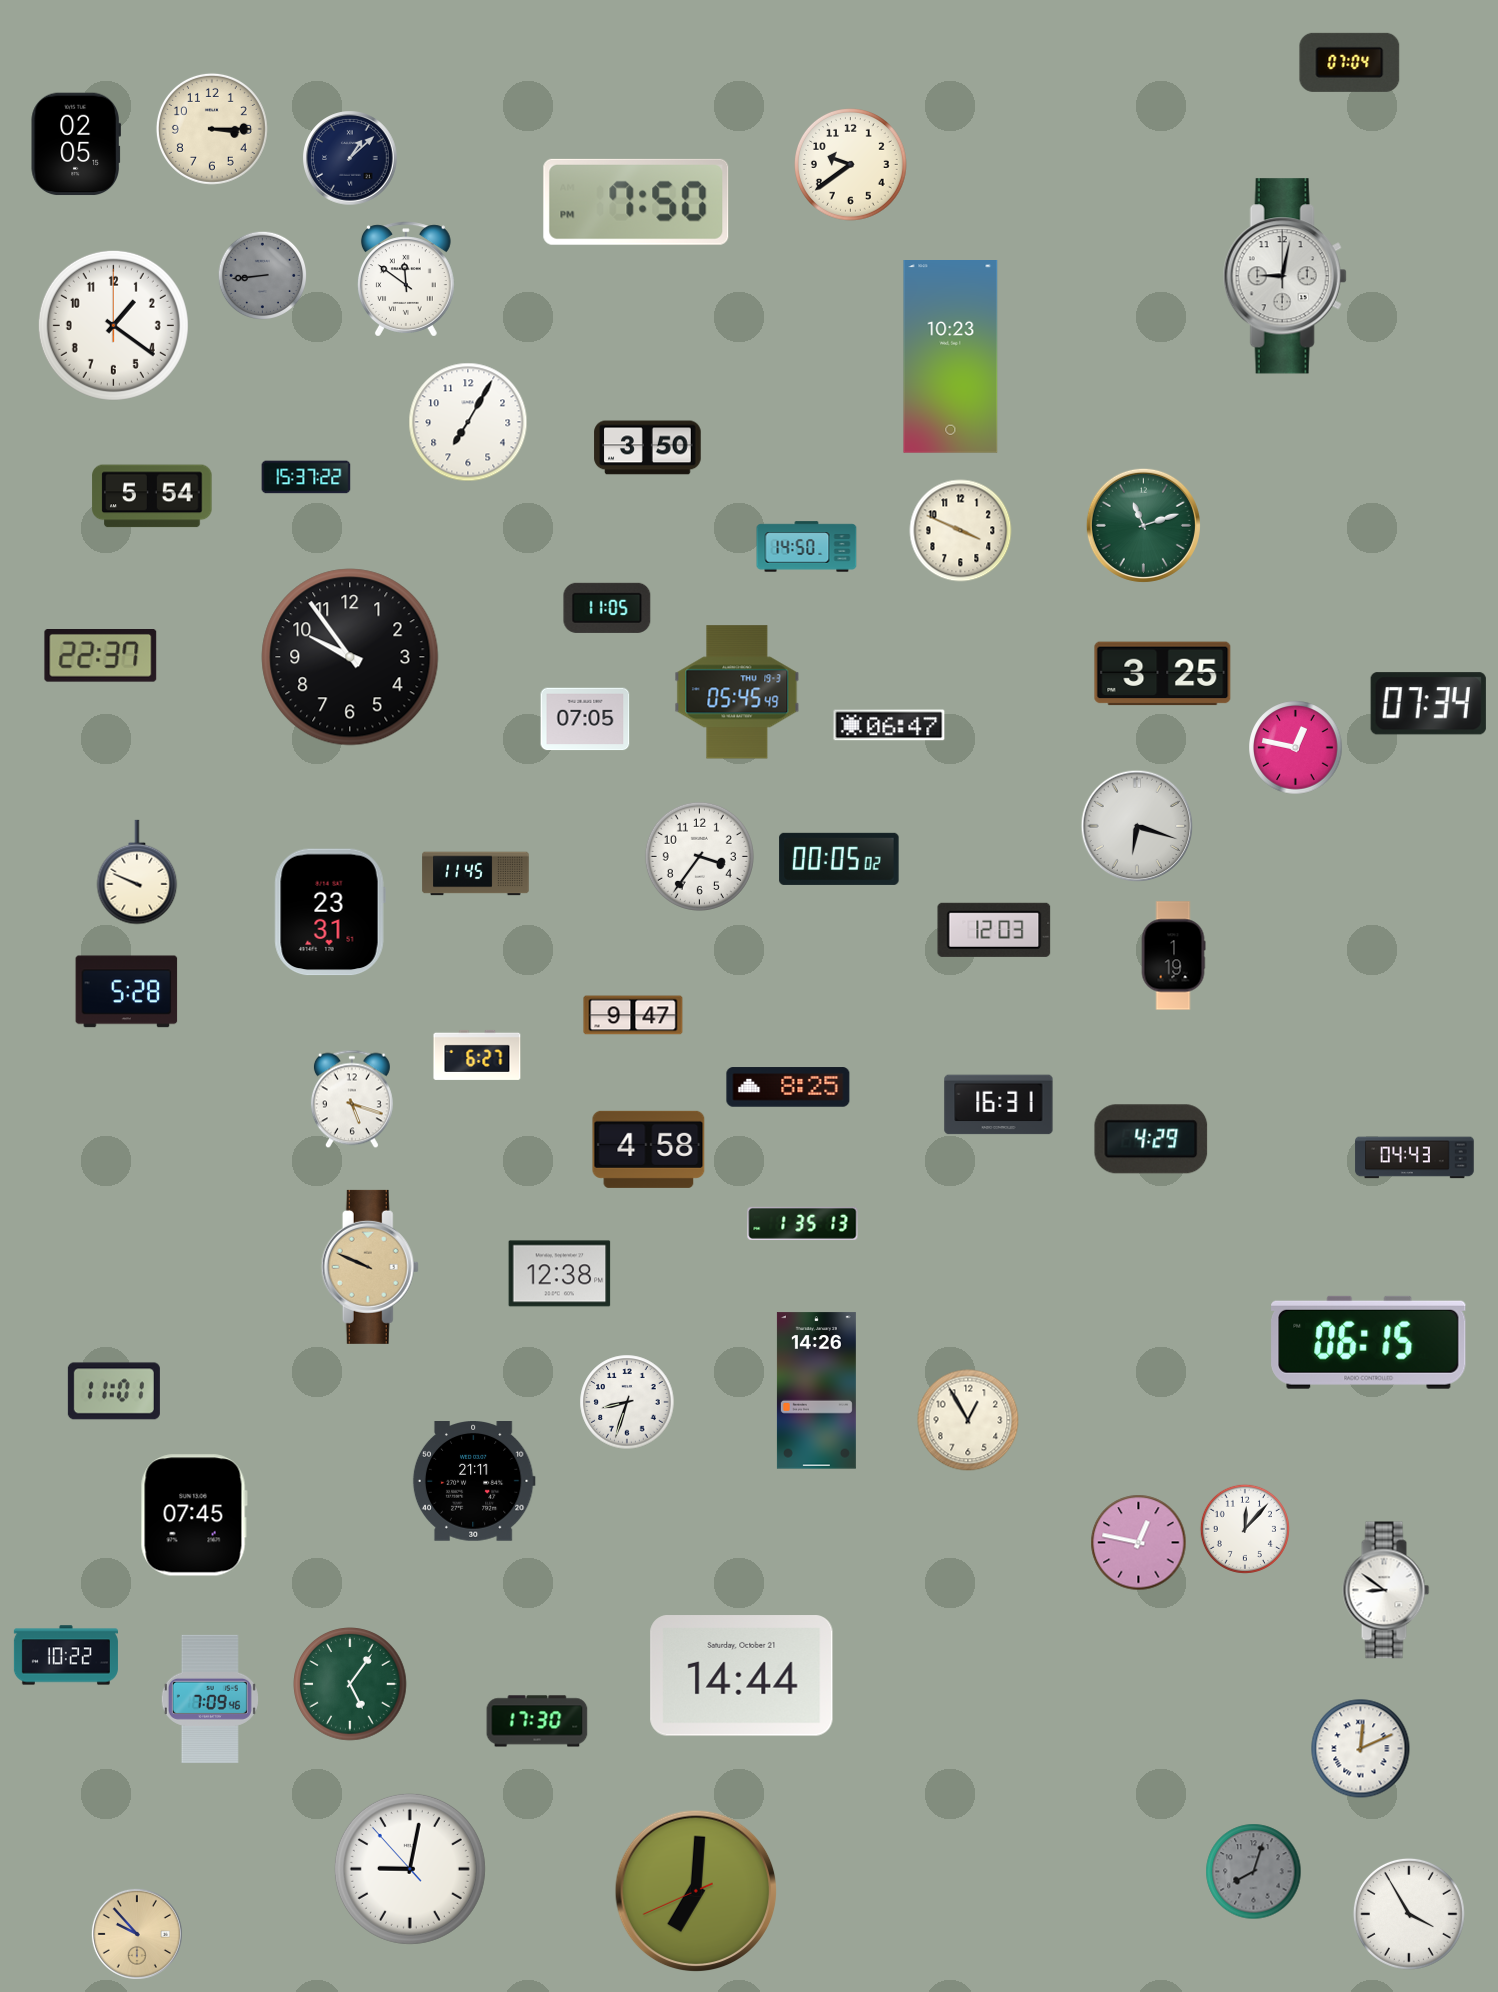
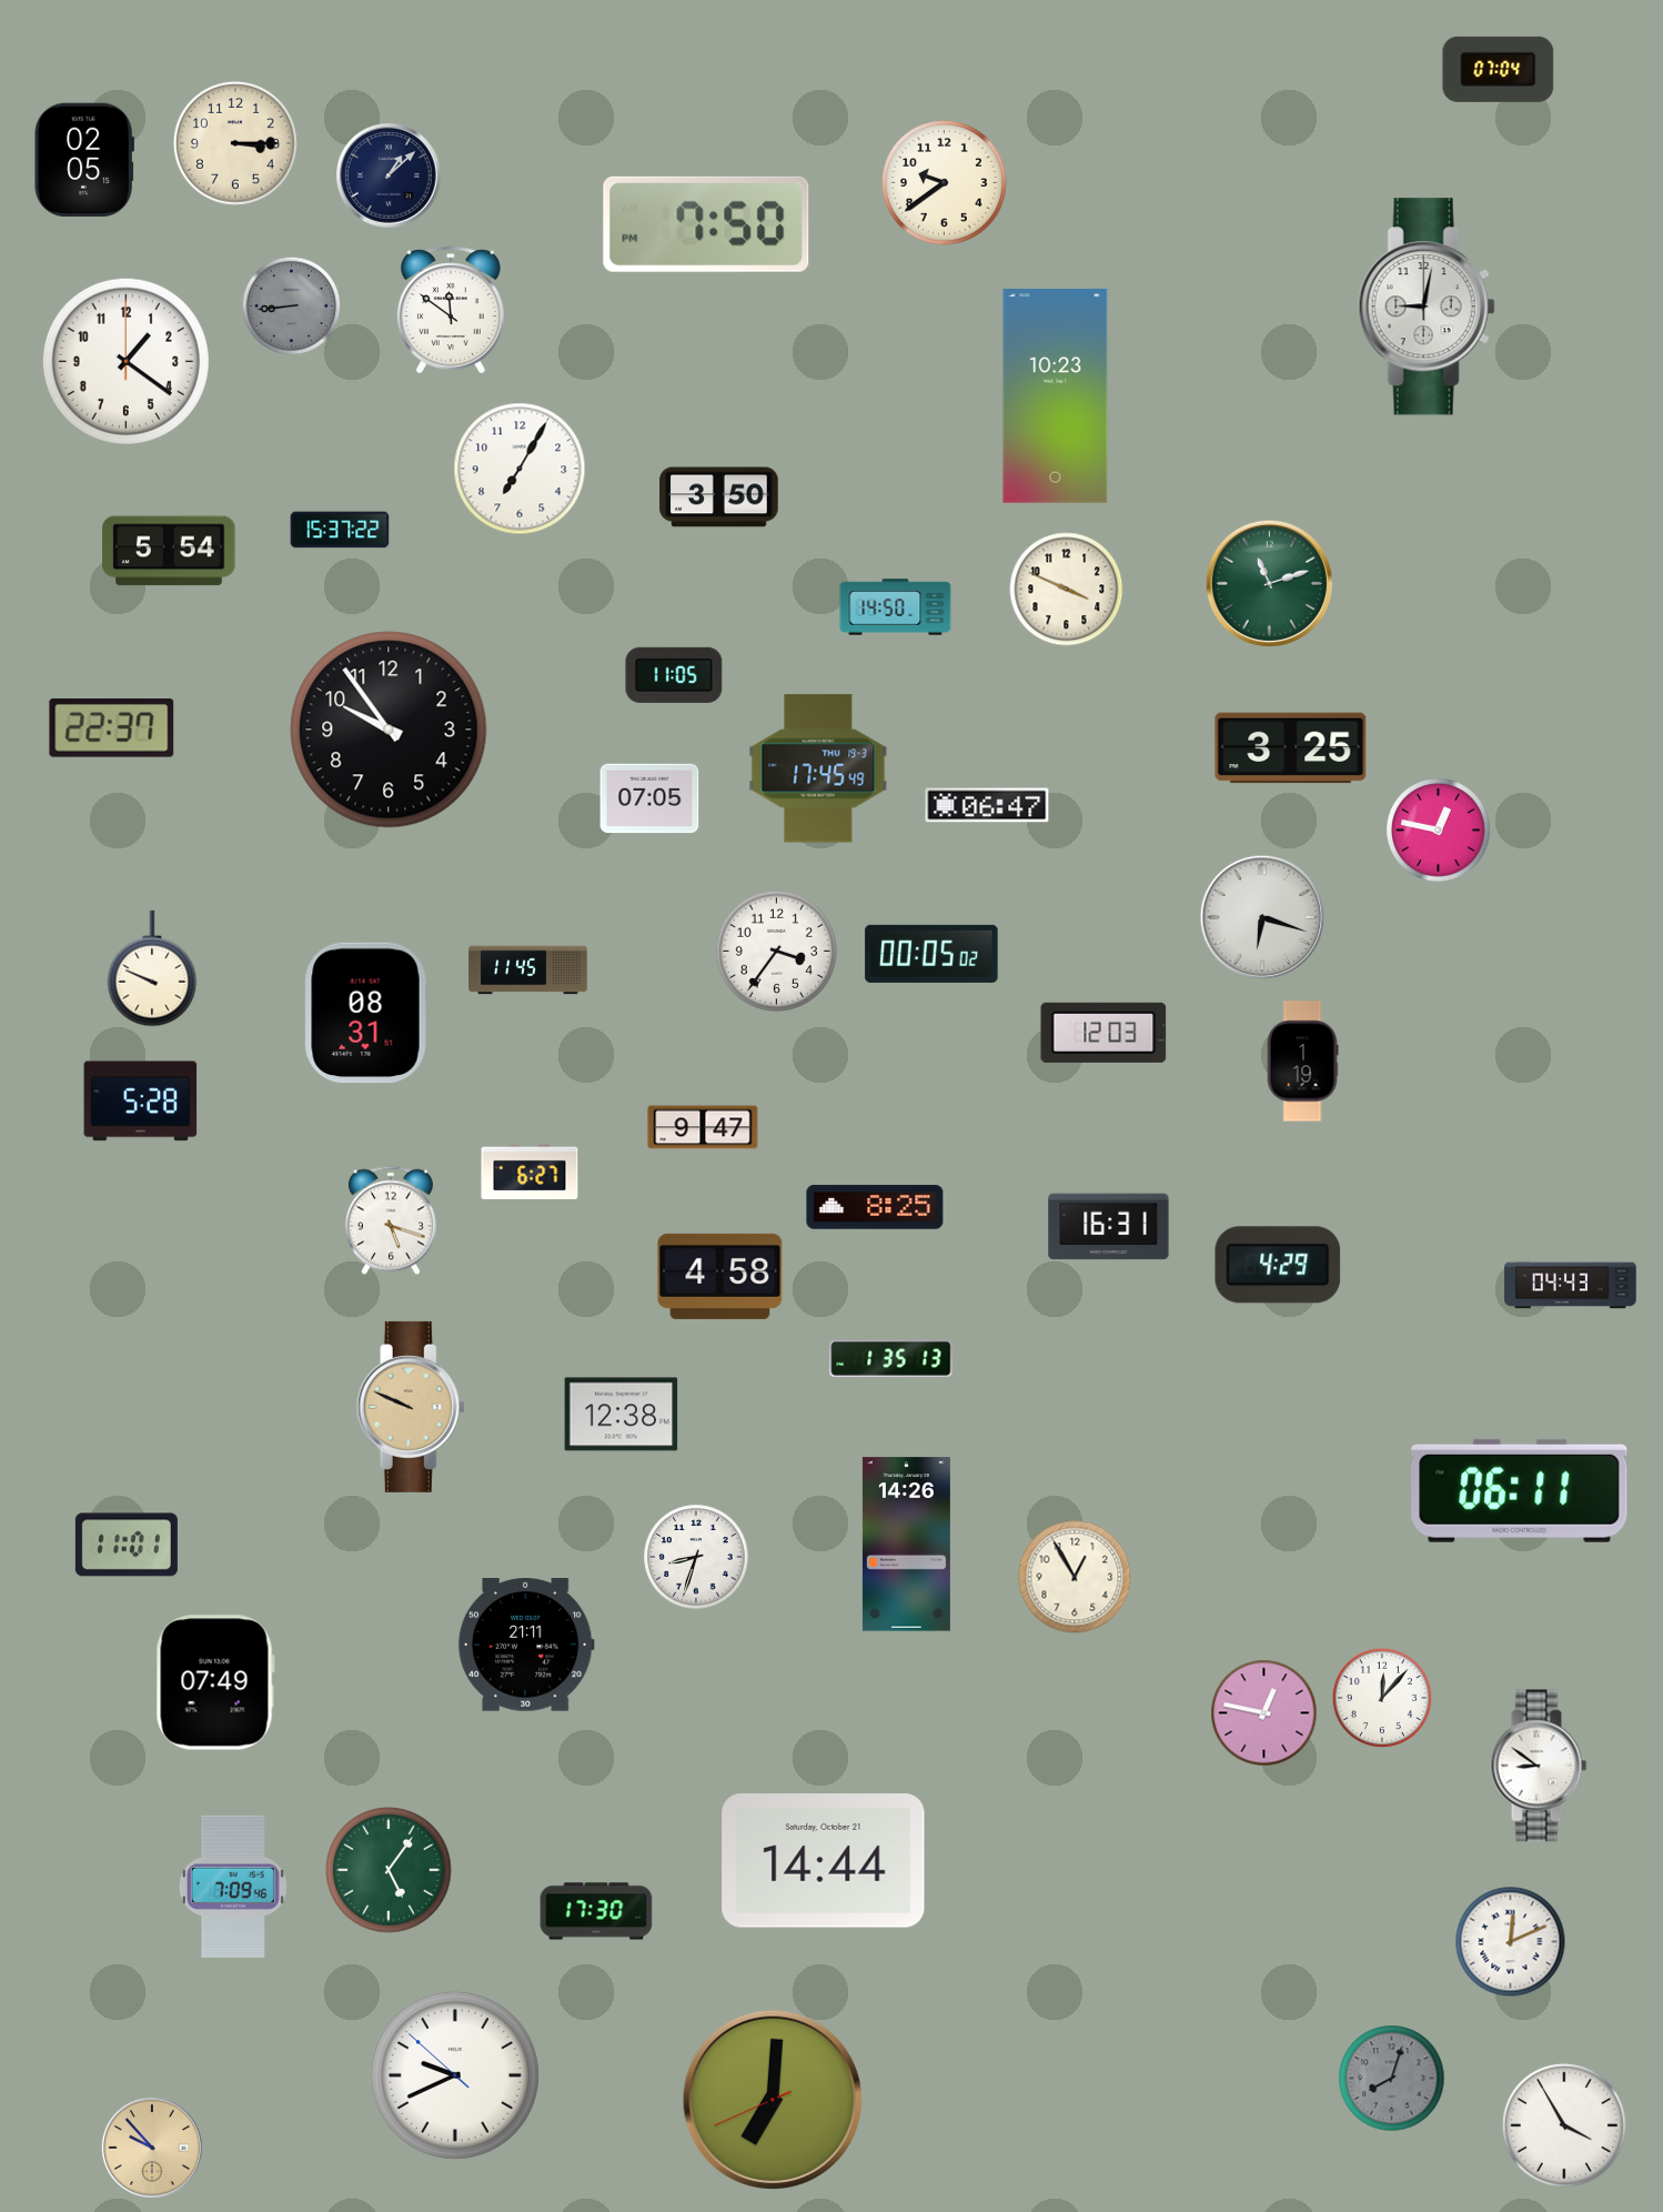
clock at (737, 692): 05:45 -> 17:45
clock at (1428, 704): 07:34 -> none
clock at (330, 912): 23:31 -> 08:31
clock at (1369, 1342): 06:15 -> 06:11
clock at (194, 1515): 07:45 -> 07:49
clock at (66, 1655): 10:22 -> none
clock at (410, 1869): 9:01 -> 9:40
